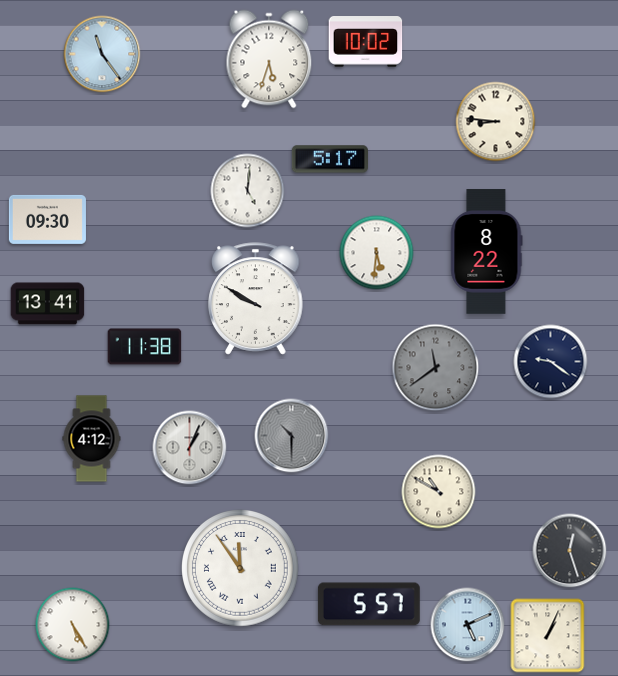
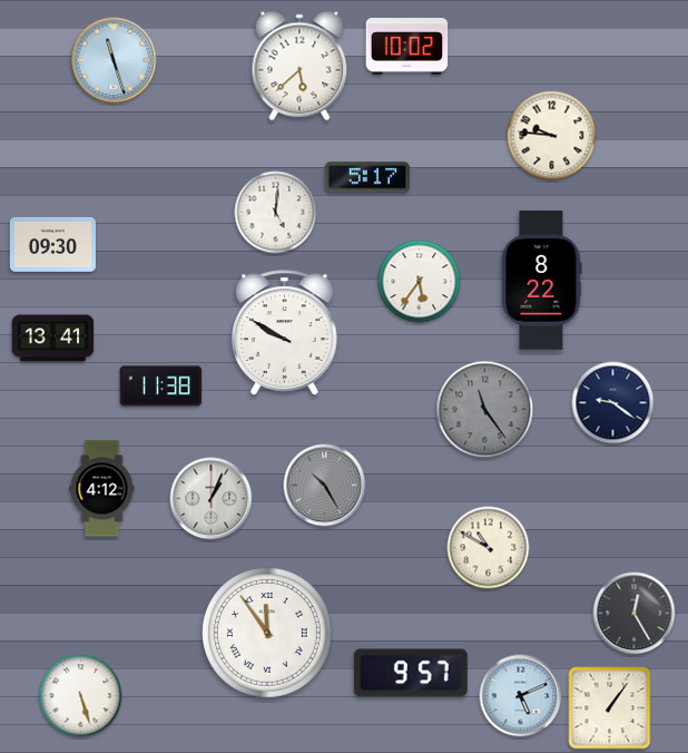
clock at (102, 54): 11:24 -> 11:27
clock at (269, 59): 5:33 -> 5:38
clock at (496, 122): 8:46 -> 9:46
clock at (377, 253): 5:31 -> 5:36
clock at (436, 368): 11:39 -> 11:24
clock at (292, 436): 10:30 -> 10:25
clock at (570, 551): 12:27 -> 12:25
clock at (369, 604): 5:57 -> 9:57
clock at (73, 625): 5:25 -> 5:27
clock at (548, 636): 1:04 -> 1:06
